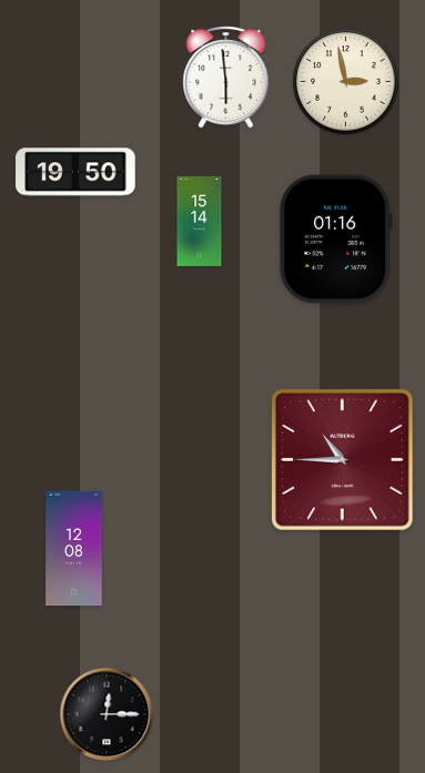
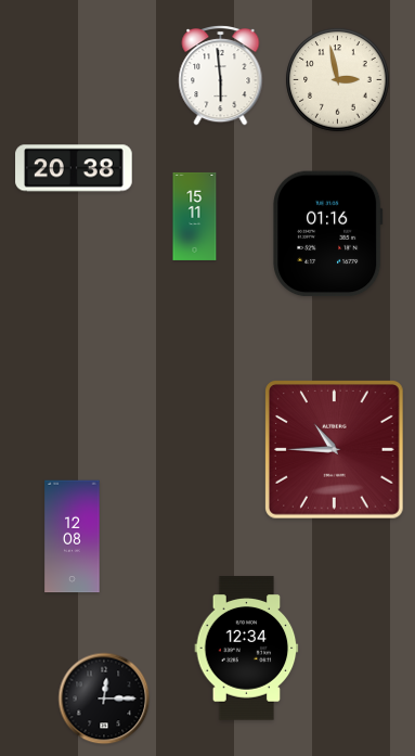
clock at (75, 172): 19:50 -> 20:38
clock at (200, 221): 15:14 -> 15:11
clock at (247, 649): none -> 12:34
